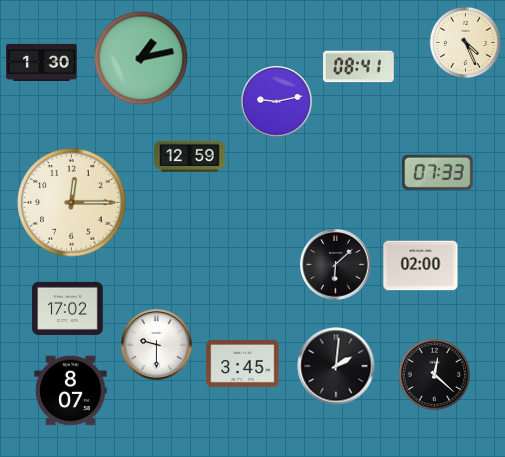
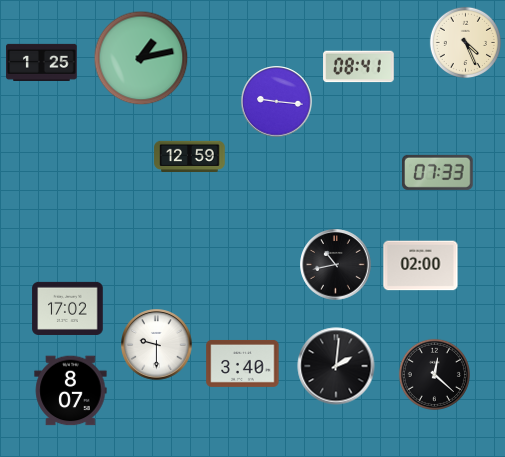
clock at (42, 62): 1:30 -> 1:25
clock at (277, 102): 9:13 -> 9:16
clock at (72, 203): 12:15 -> none
clock at (336, 265): 6:08 -> 10:43
clock at (243, 363): 3:45 -> 3:40
